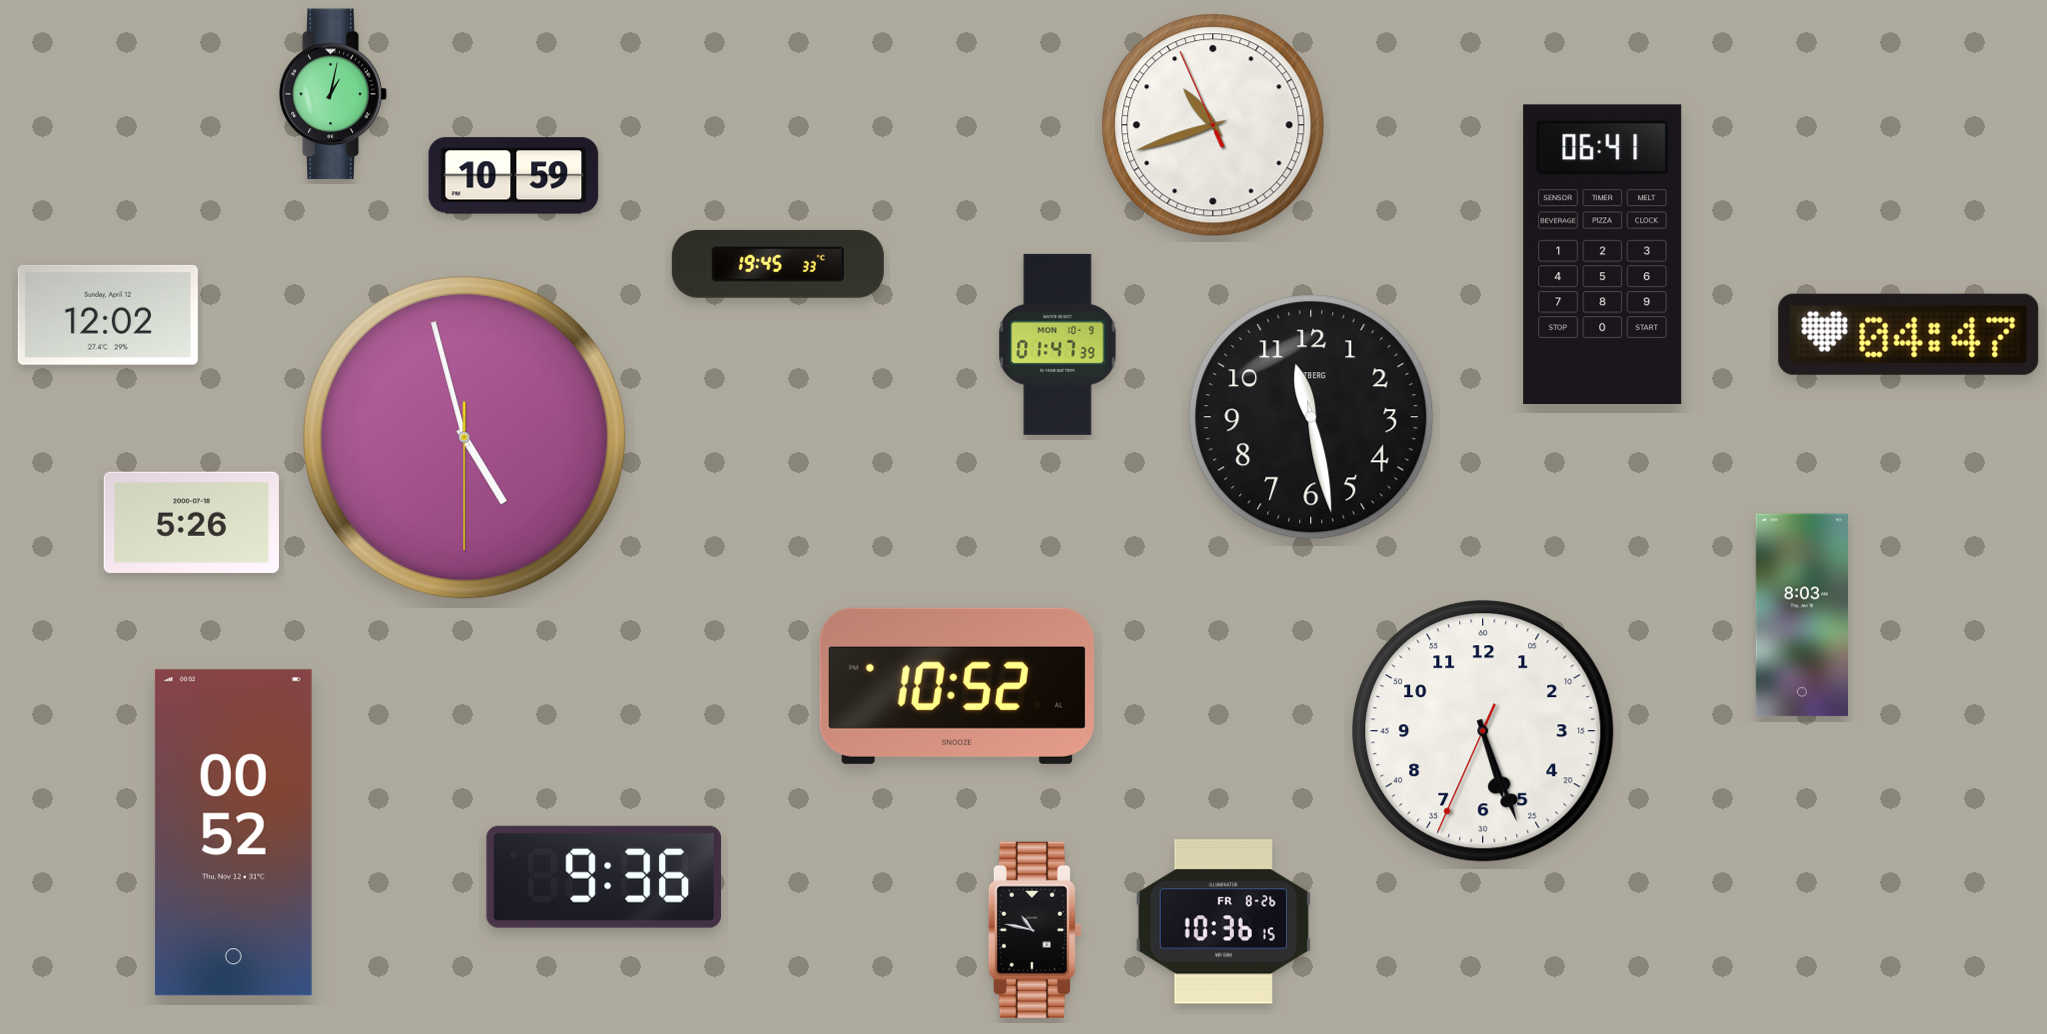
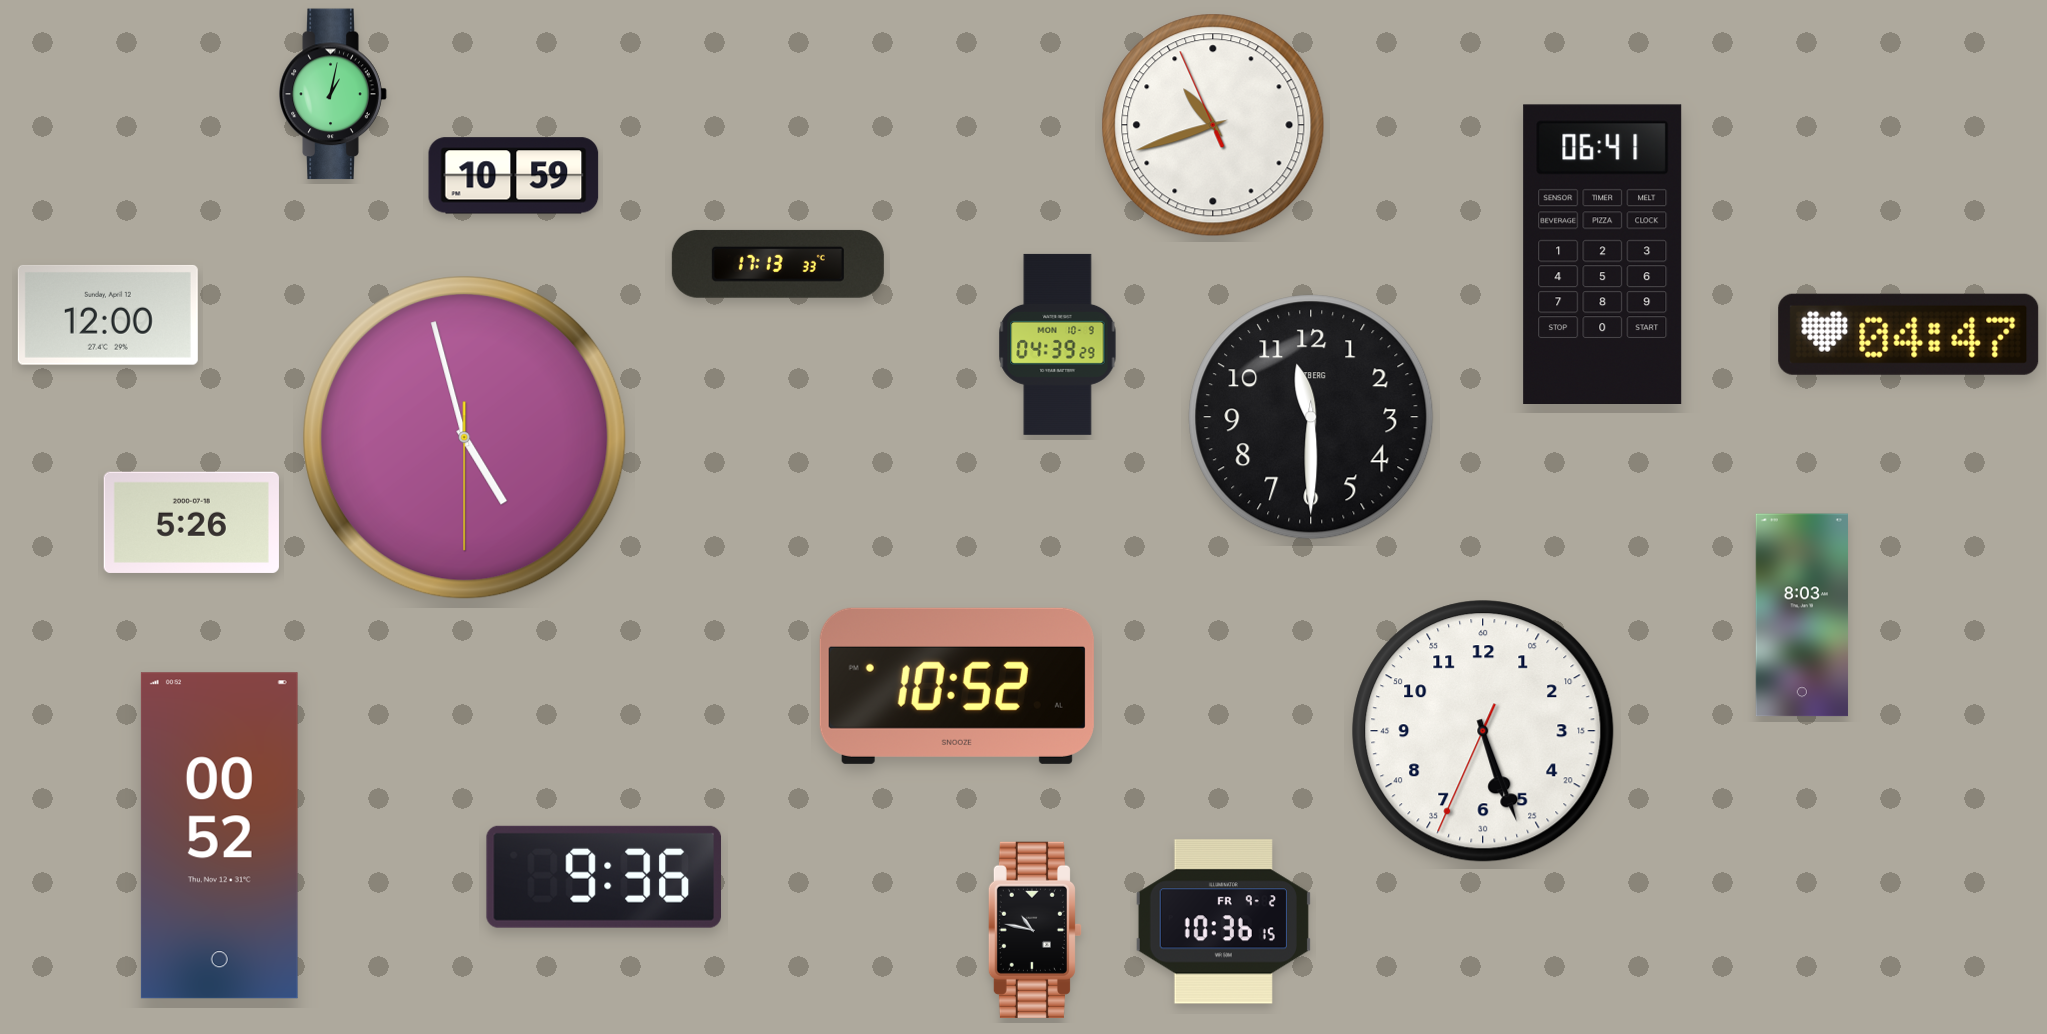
clock at (778, 264): 19:45 -> 17:13
clock at (108, 315): 12:02 -> 12:00
clock at (1058, 344): 01:47 -> 04:39
clock at (1311, 417): 11:28 -> 11:30
clock at (233, 833) position: (233, 833) -> (219, 836)
clock at (1223, 922) date: FR 8-26 -> FR 9-2
